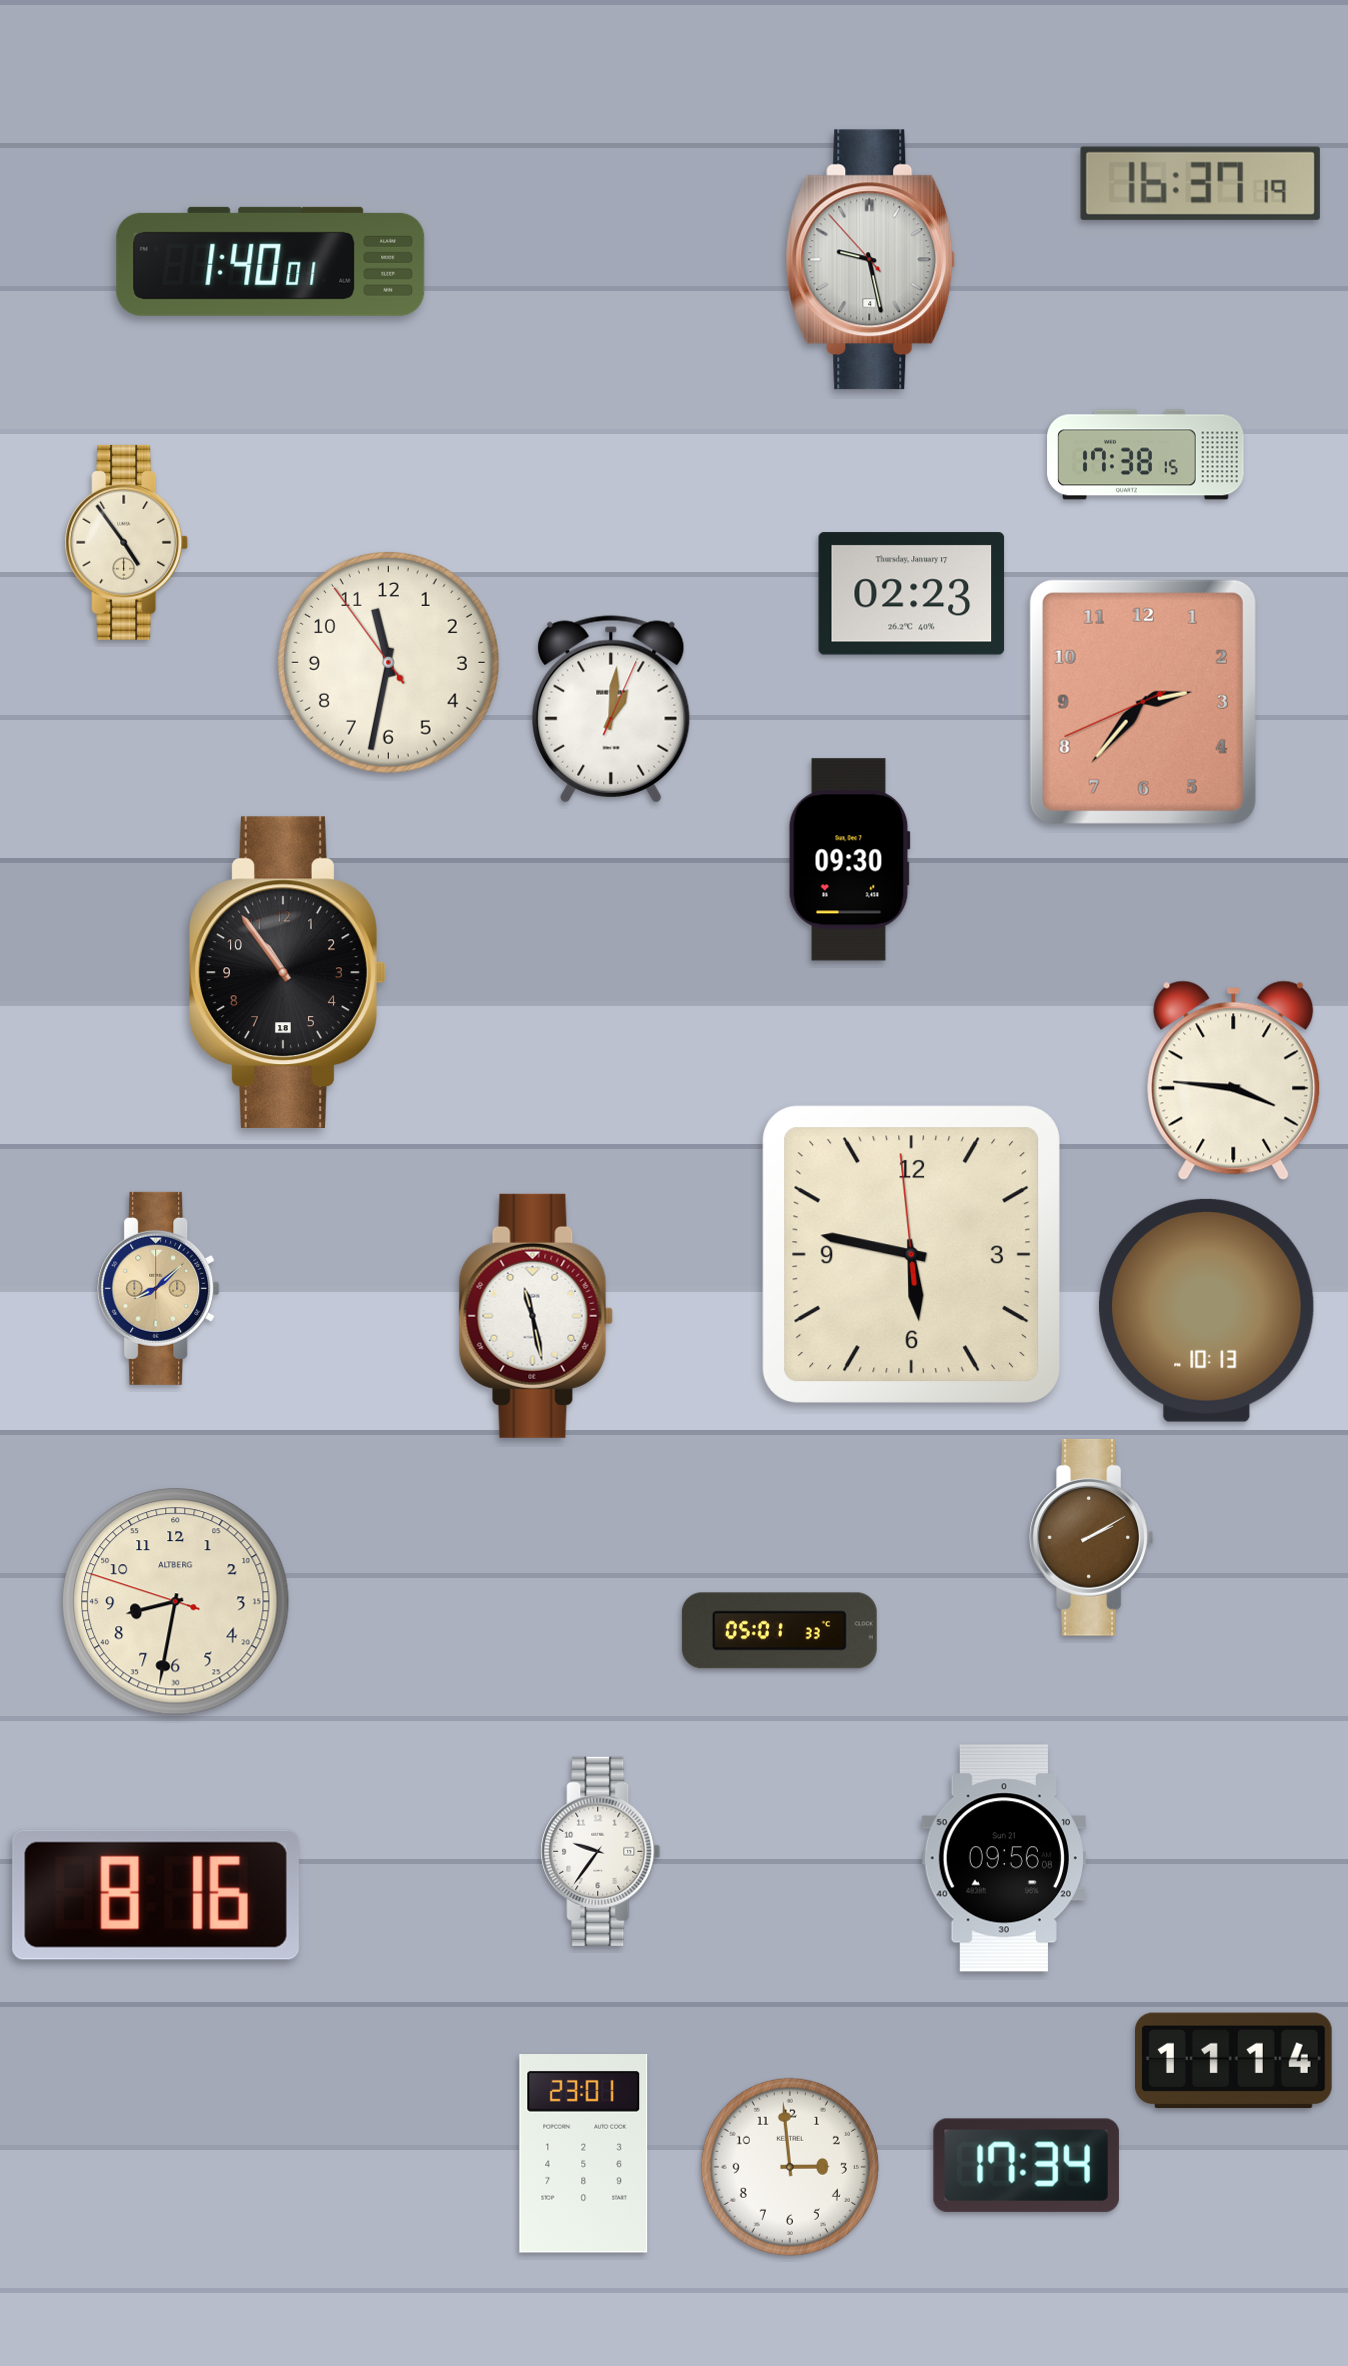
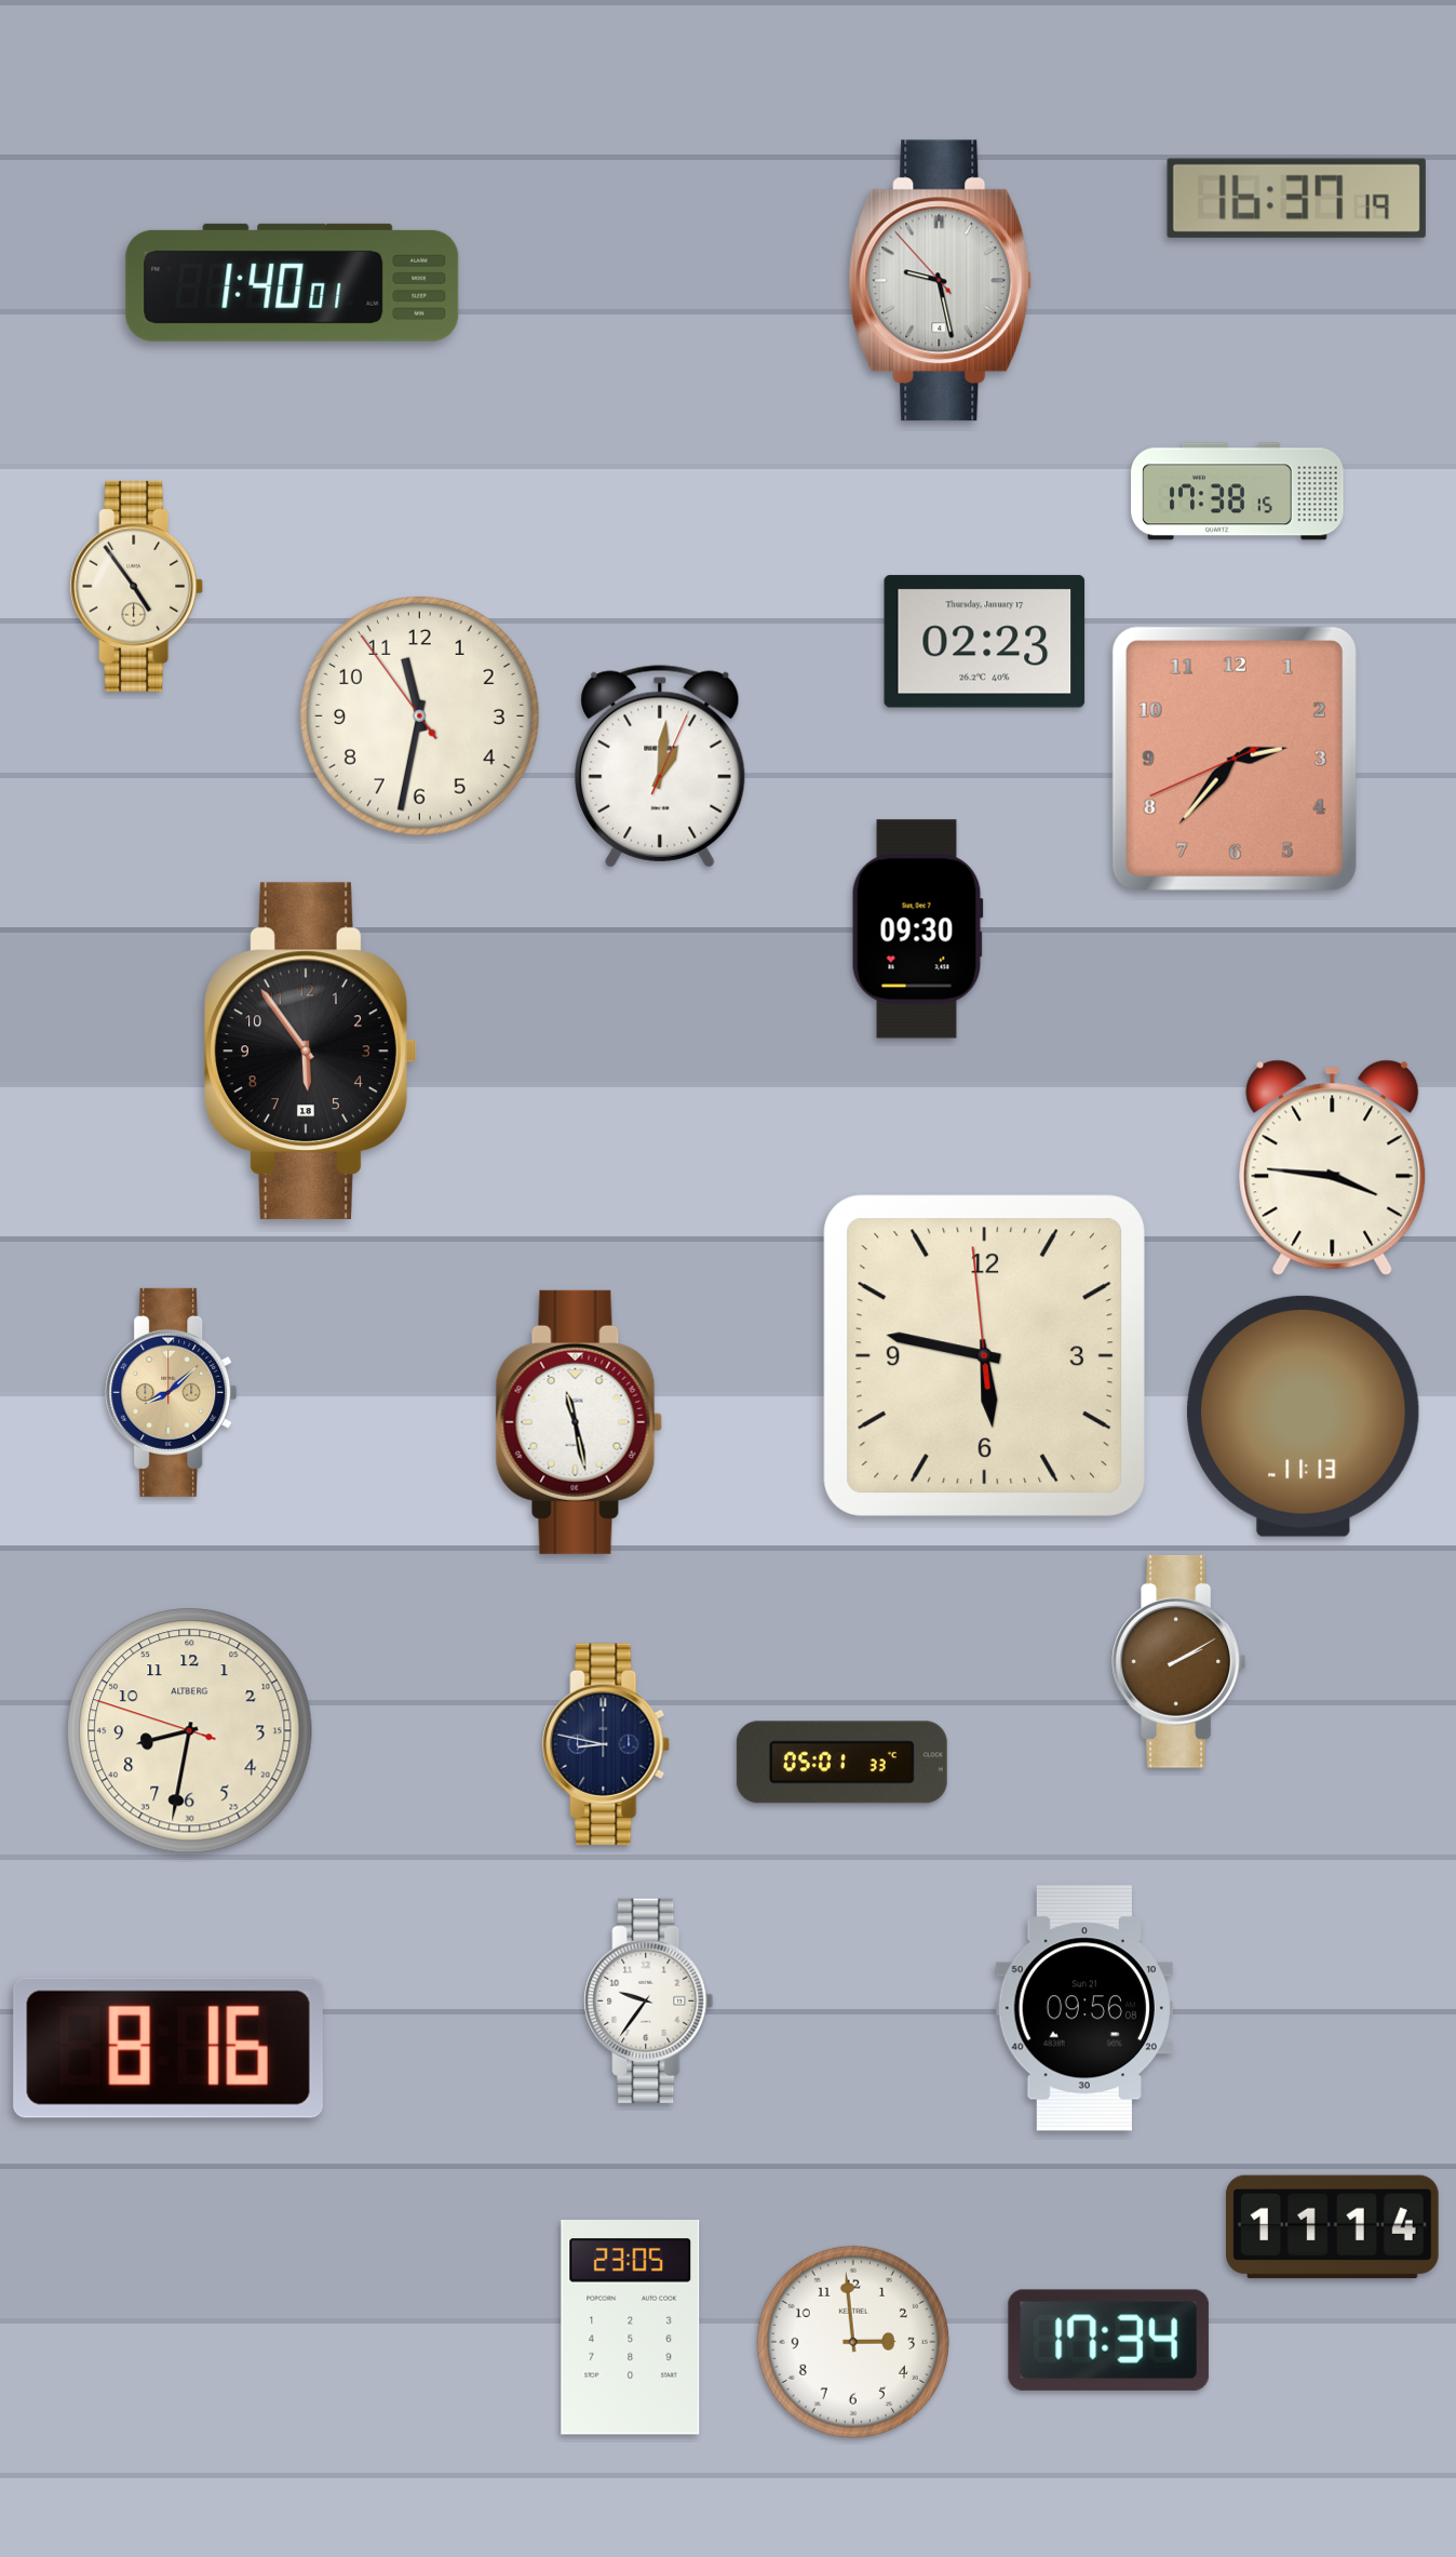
clock at (288, 973): 10:54 -> 5:54
clock at (1207, 1310): 10:13 -> 11:13
clock at (607, 1744): none -> 8:47
clock at (584, 2154): 23:01 -> 23:05
